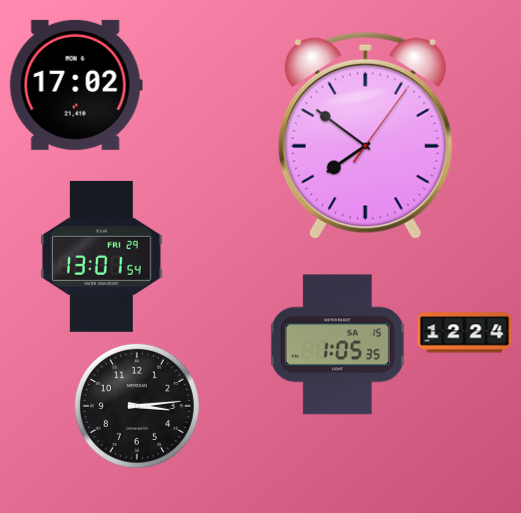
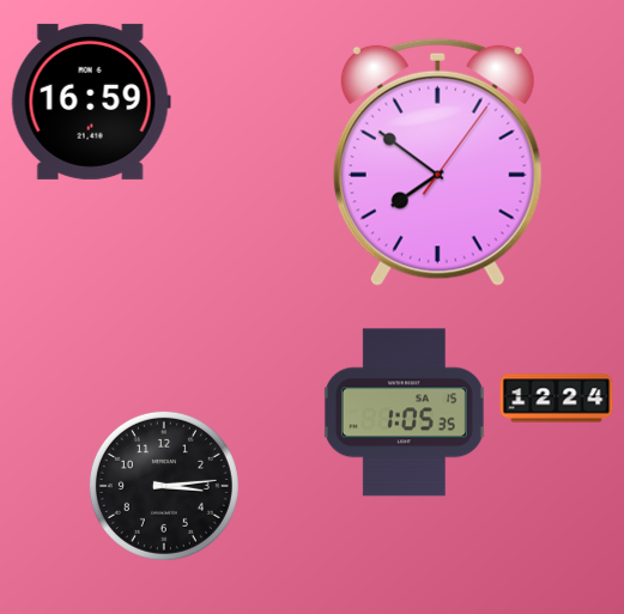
clock at (76, 85): 17:02 -> 16:59
clock at (102, 256): 13:01 -> none
